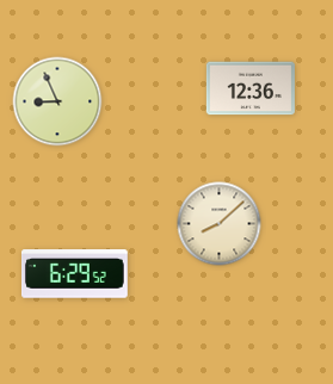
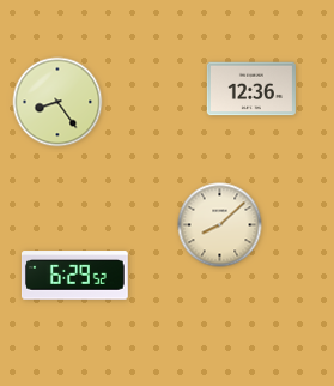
clock at (57, 101): 8:56 -> 8:24
